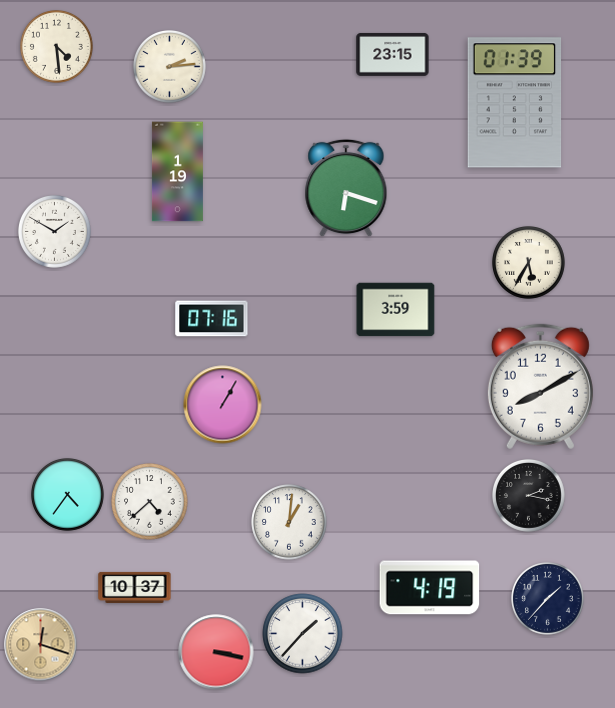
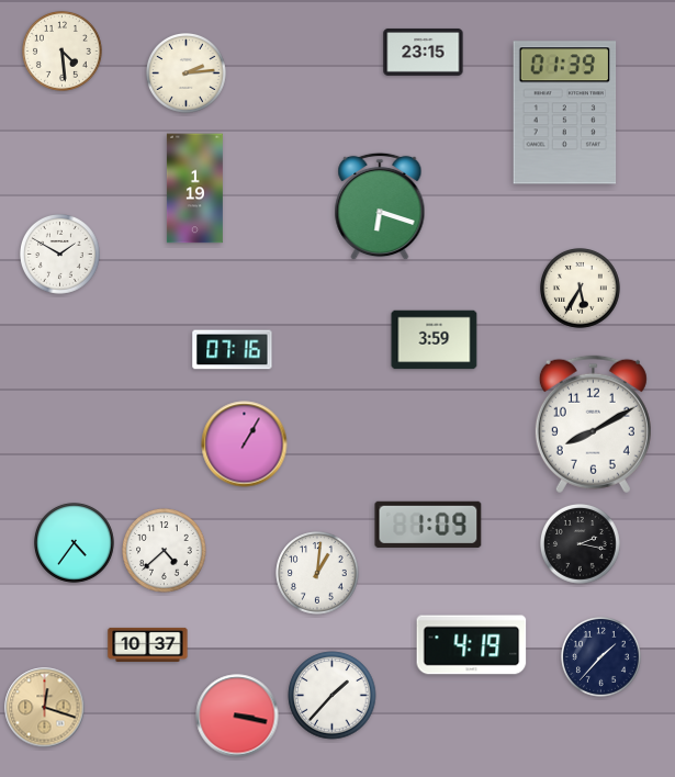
clock at (393, 54) position: (393, 54) -> (424, 52)
clock at (428, 525): none -> 1:09
